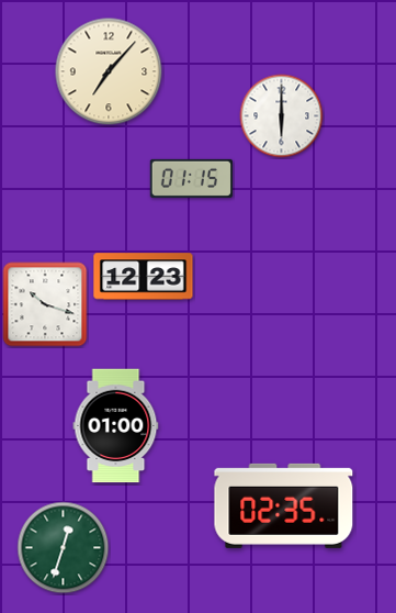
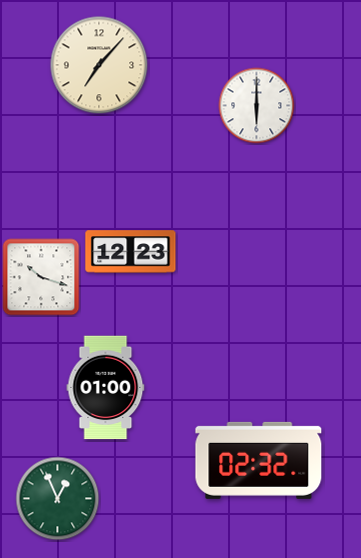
clock at (191, 178): 01:15 -> none
clock at (284, 505): 02:35 -> 02:32
clock at (64, 548): 12:33 -> 12:56
